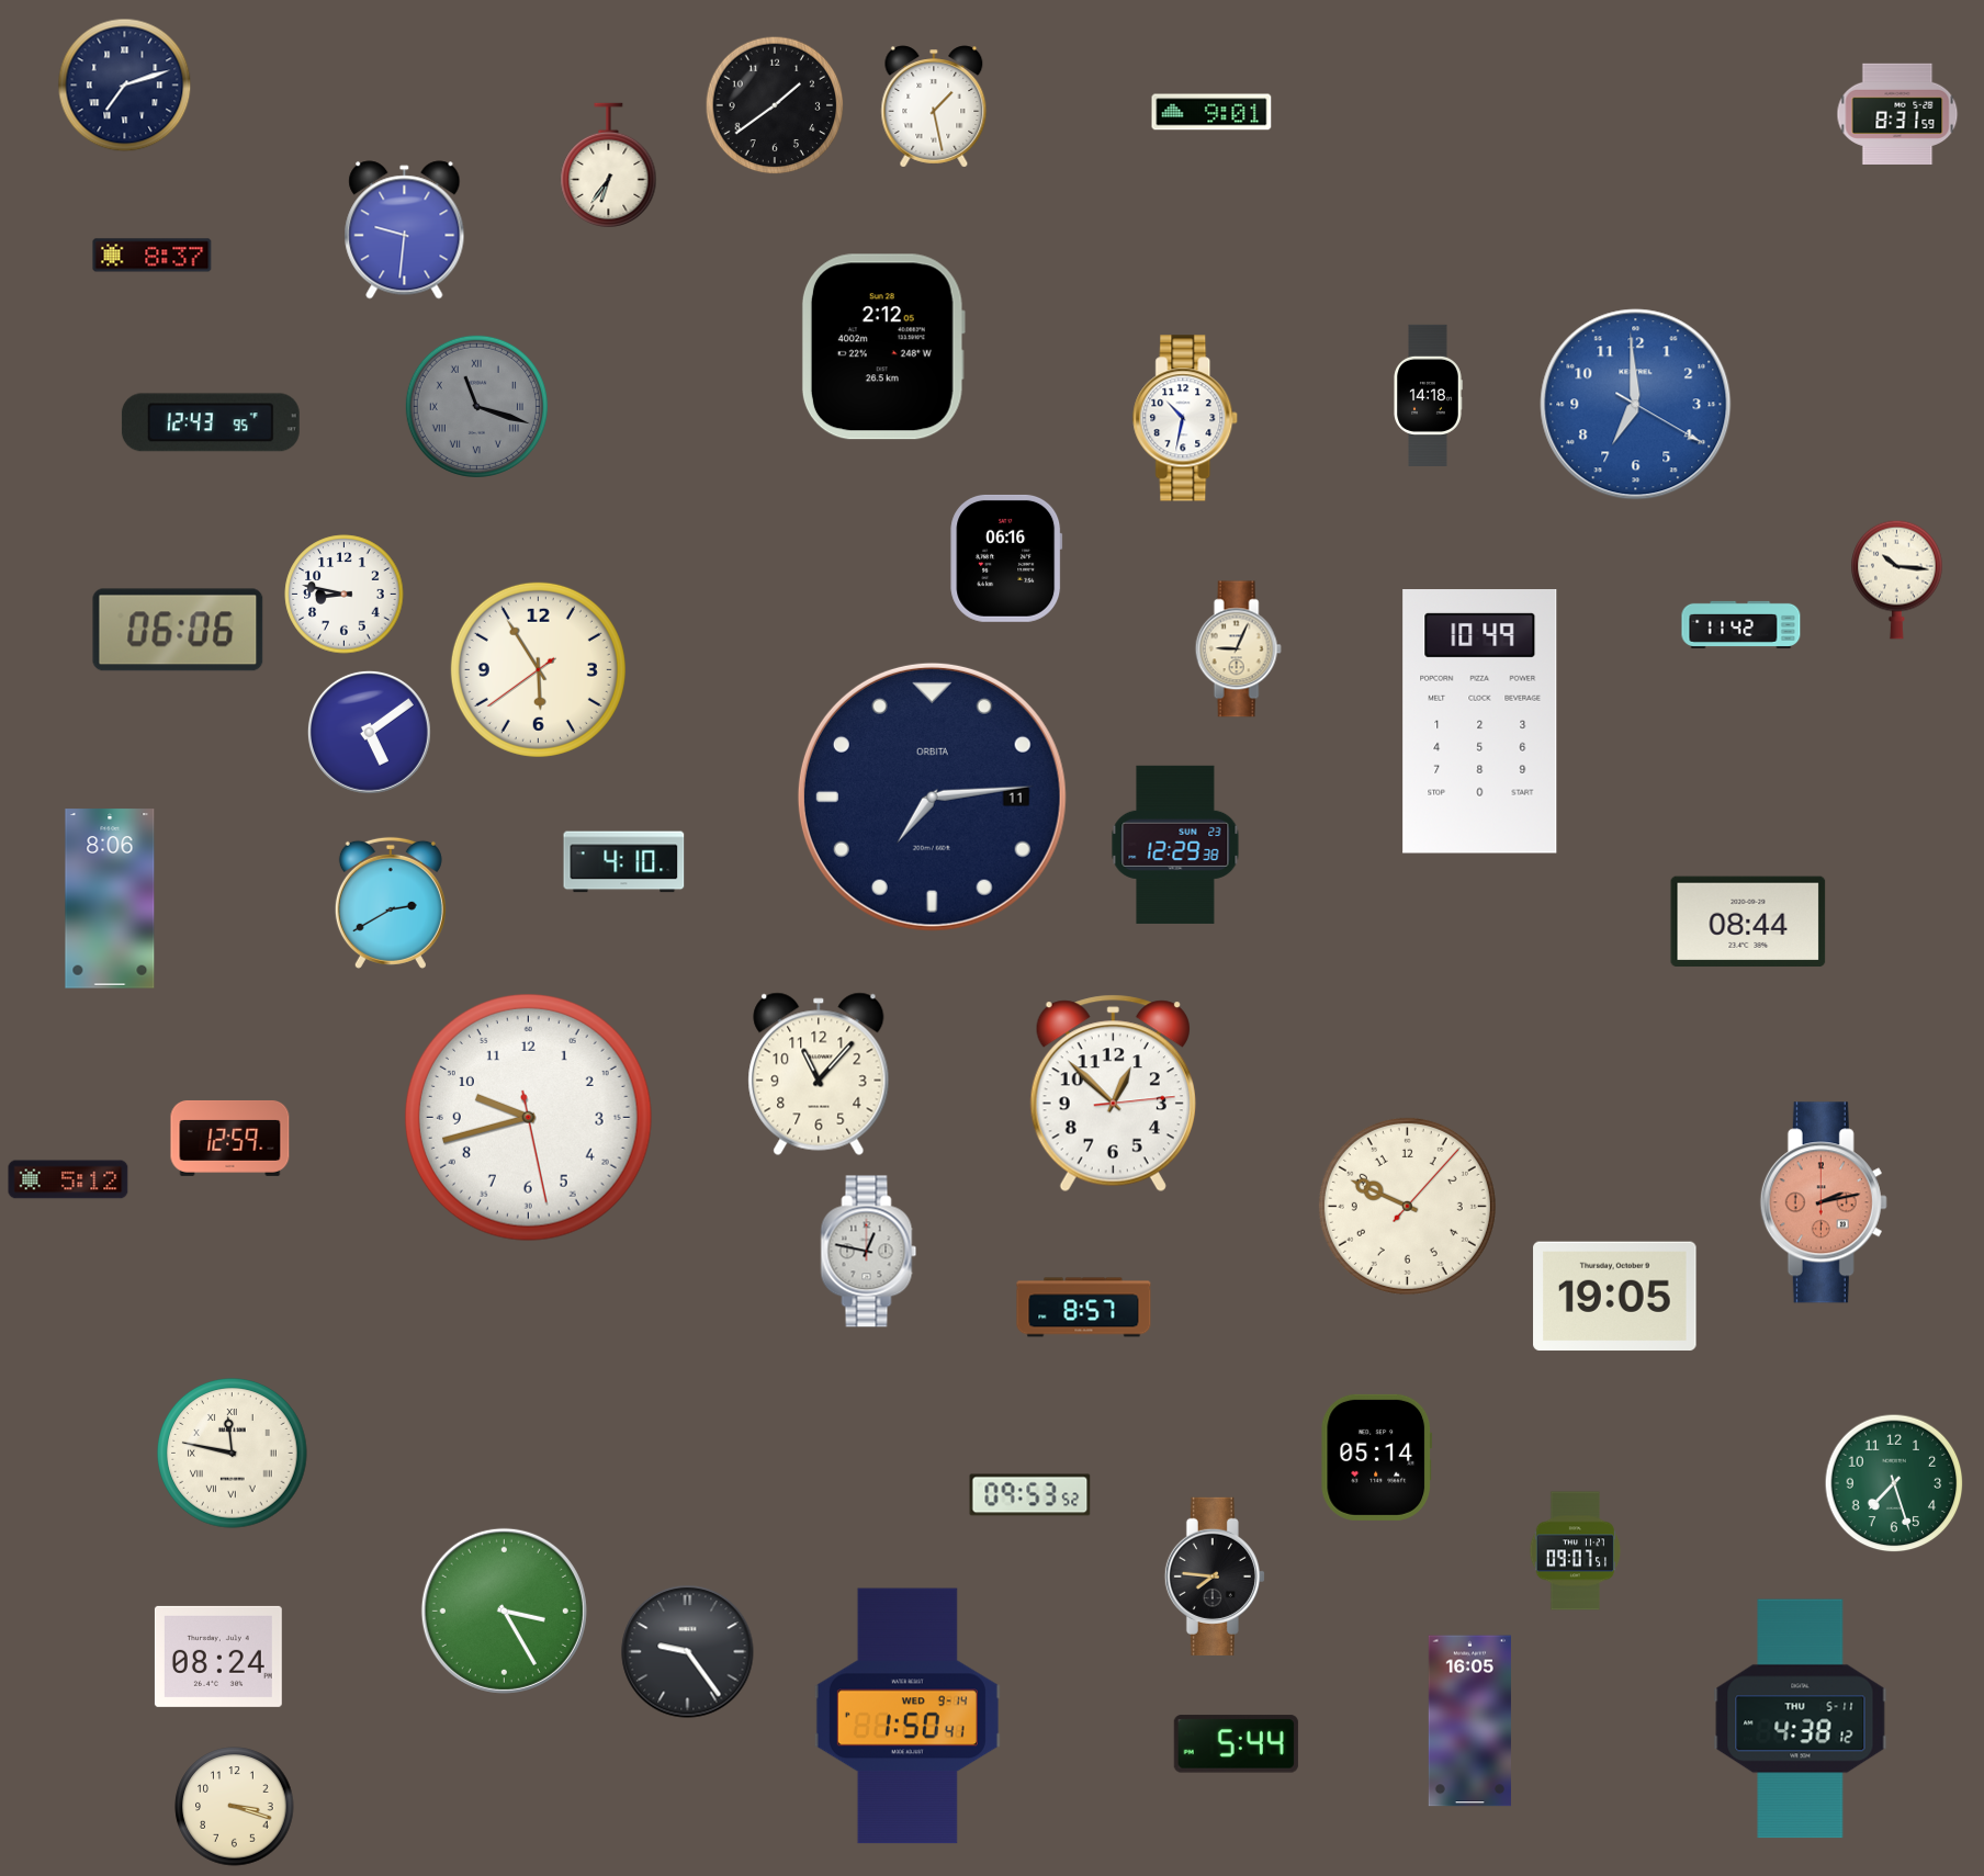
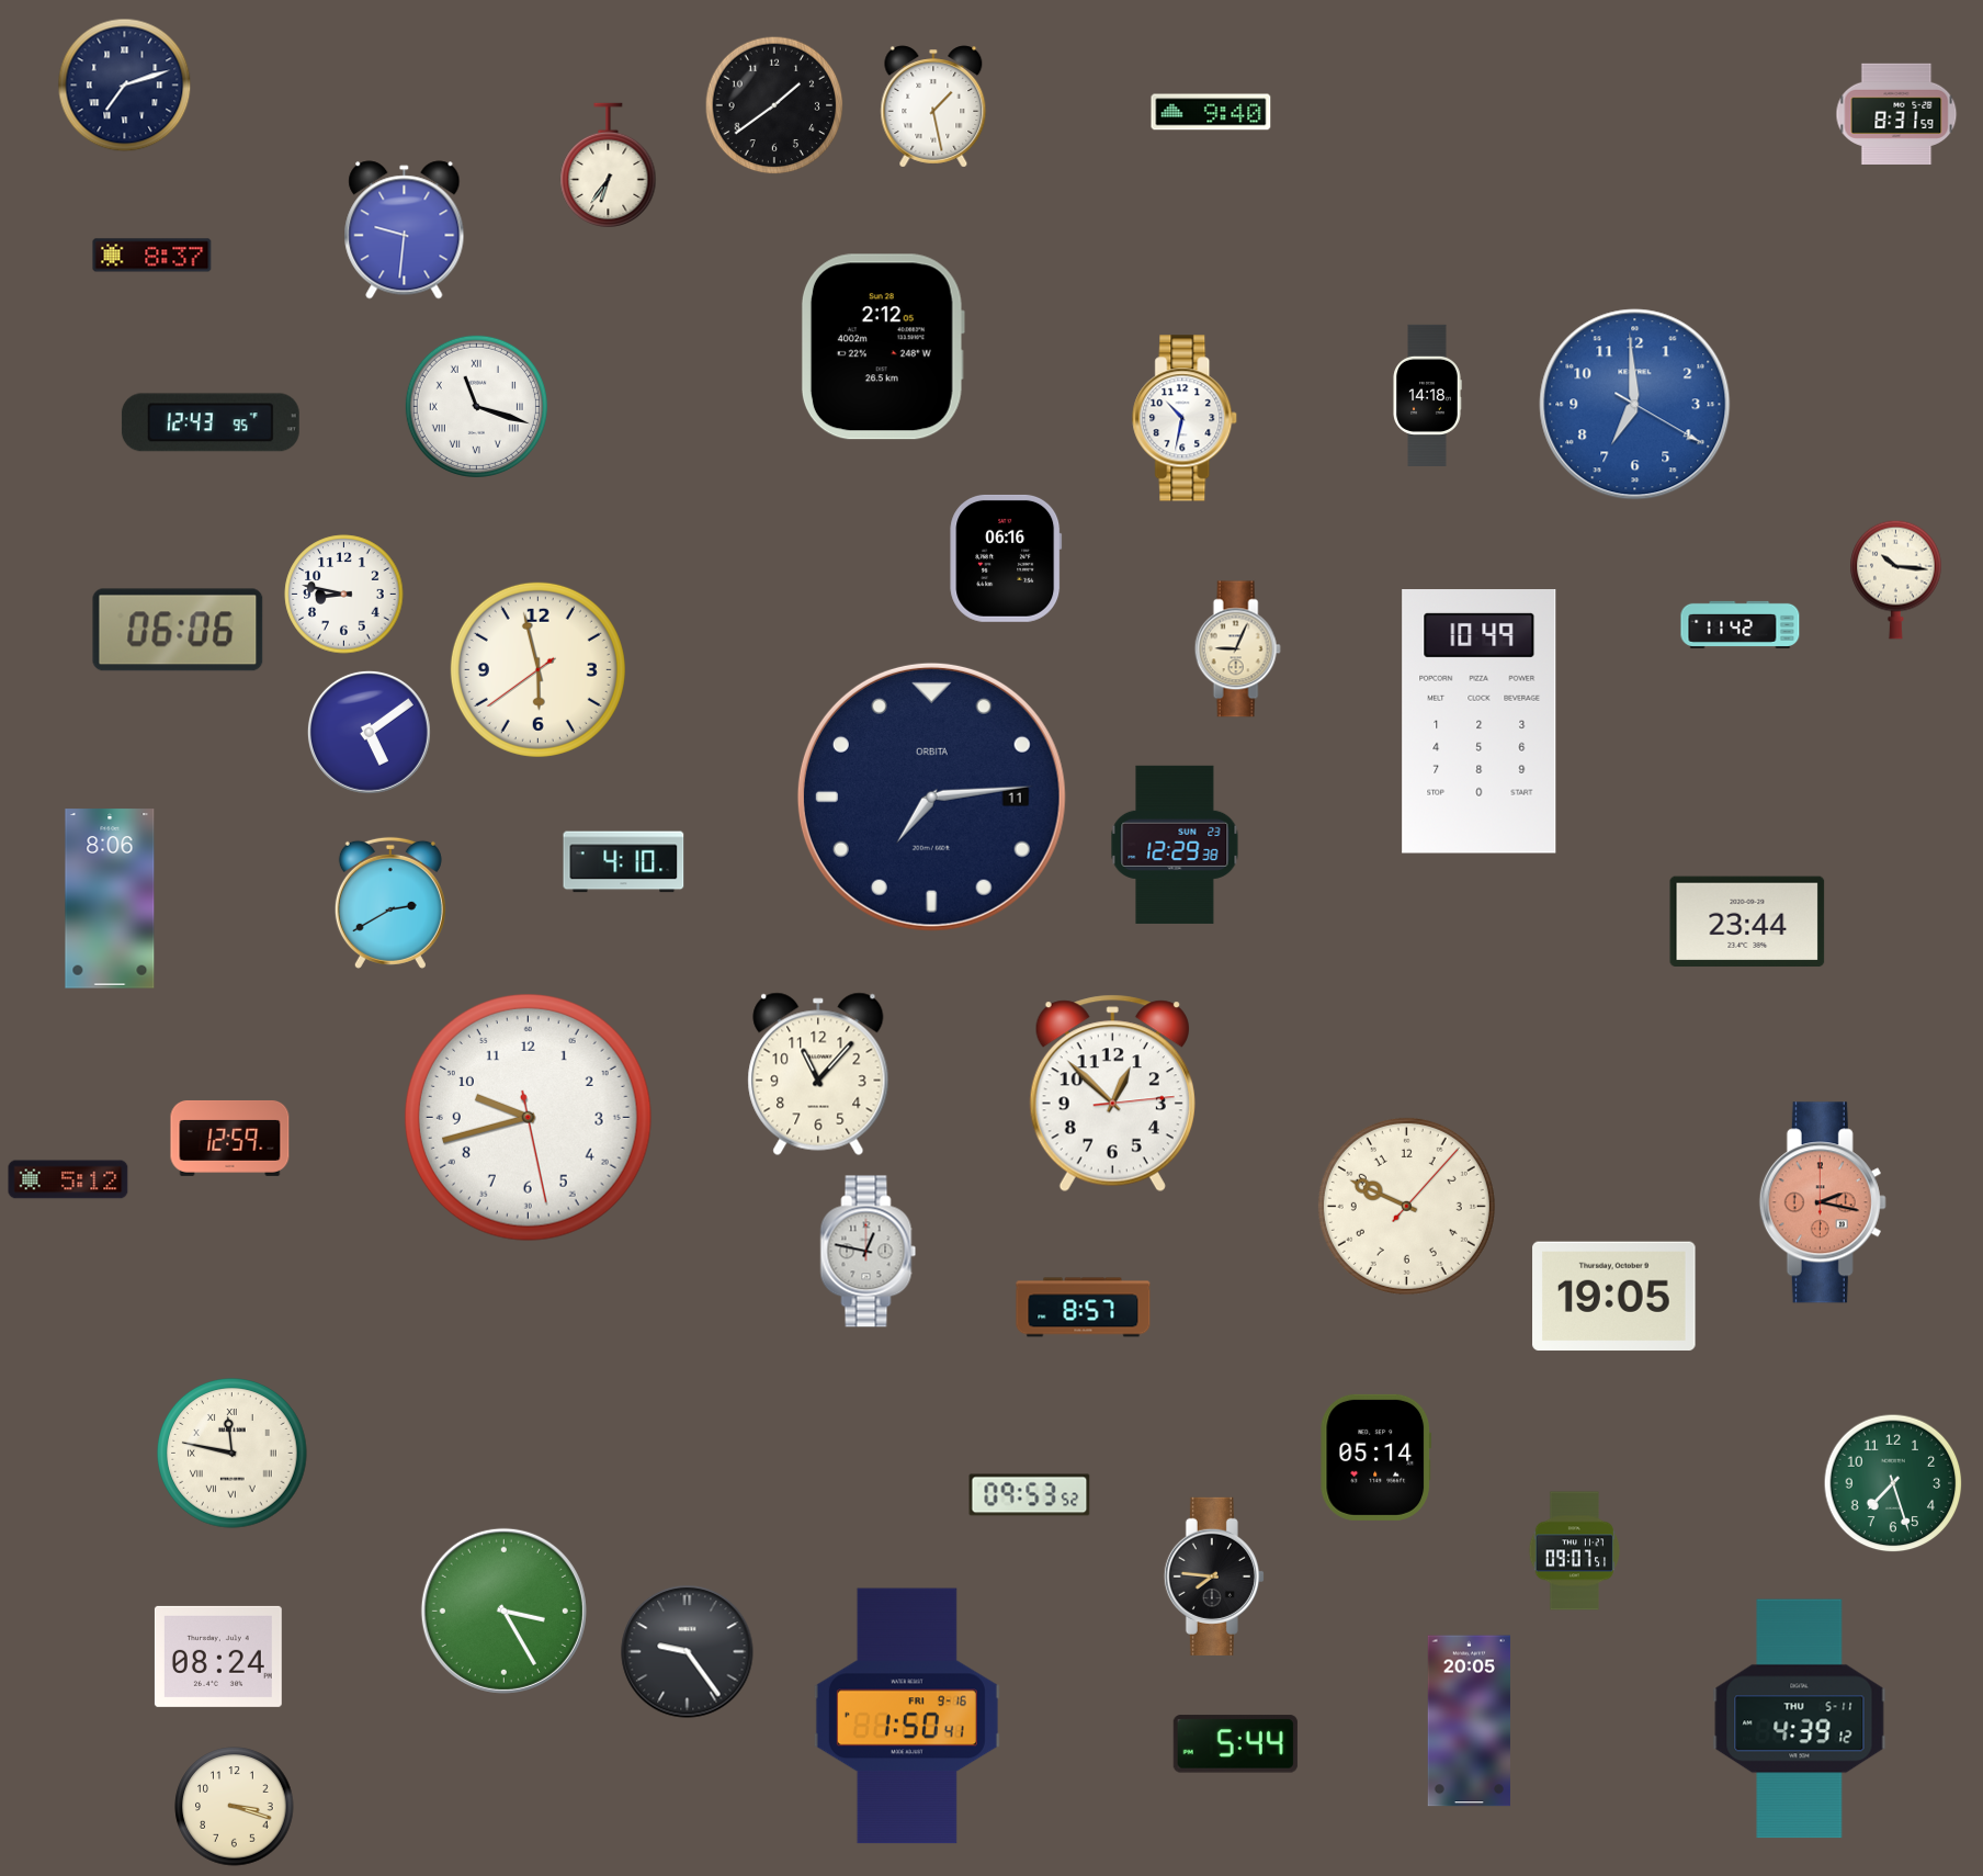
clock at (1211, 112): 9:01 -> 9:40
clock at (476, 406) dial: grey -> white
clock at (538, 669): 5:54 -> 5:57
clock at (1748, 920): 08:44 -> 23:44
clock at (1824, 1202): 2:13 -> 2:17
clock at (908, 1716) date: WED 9-14 -> FRI 9-16
clock at (1801, 1719): 4:38 -> 4:39
clock at (1469, 1721): 16:05 -> 20:05
